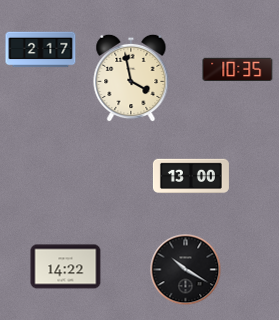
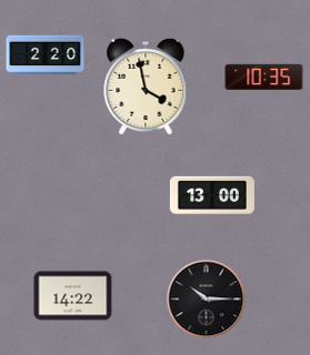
clock at (41, 50): 2:17 -> 2:20
clock at (186, 270): 10:20 -> 10:15
